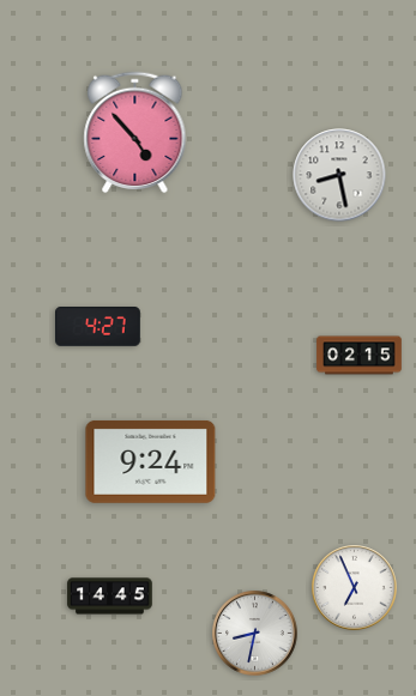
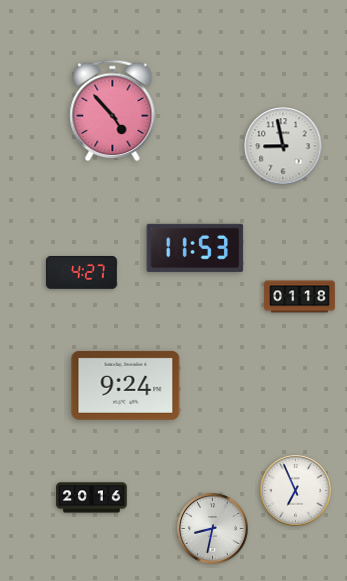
clock at (339, 175): 8:28 -> 8:58
clock at (195, 248): none -> 11:53
clock at (360, 356): 02:15 -> 01:18
clock at (110, 597): 14:45 -> 20:16
